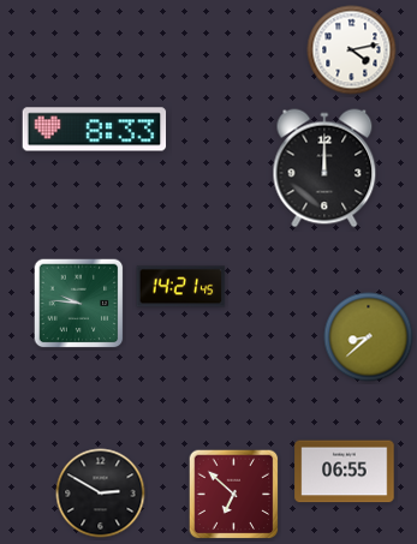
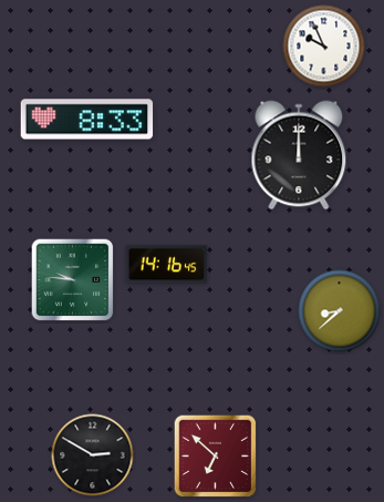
clock at (352, 50): 4:13 -> 9:56
clock at (181, 287): 14:21 -> 14:16
clock at (345, 472): 06:55 -> none
